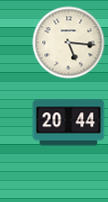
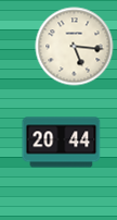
clock at (69, 123) position: (69, 123) -> (62, 143)
